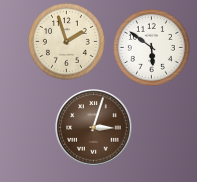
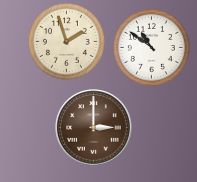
clock at (151, 47): 5:51 -> 10:51
clock at (94, 128): 3:03 -> 3:00
